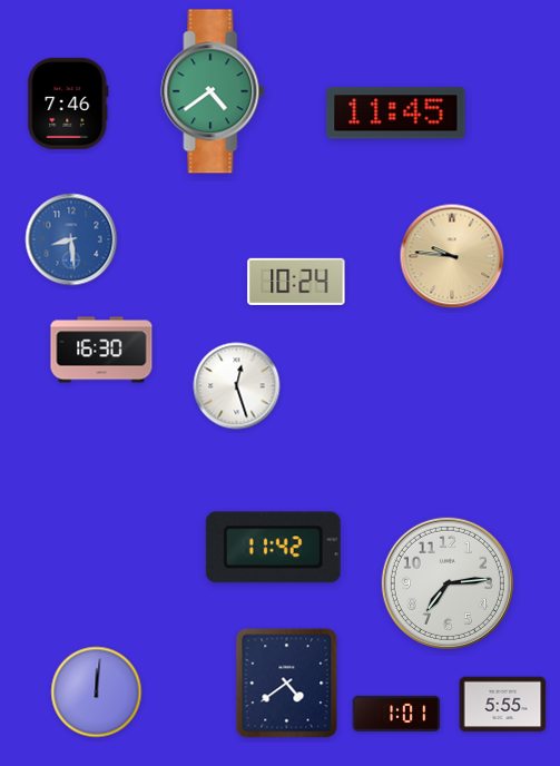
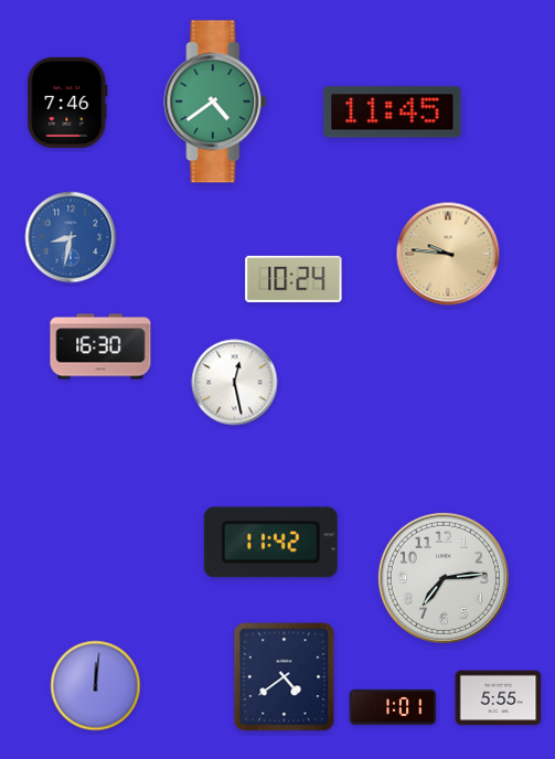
clock at (213, 91) position: (213, 91) -> (215, 101)
clock at (71, 239): 8:29 -> 8:32
clock at (237, 386): 12:27 -> 12:28
